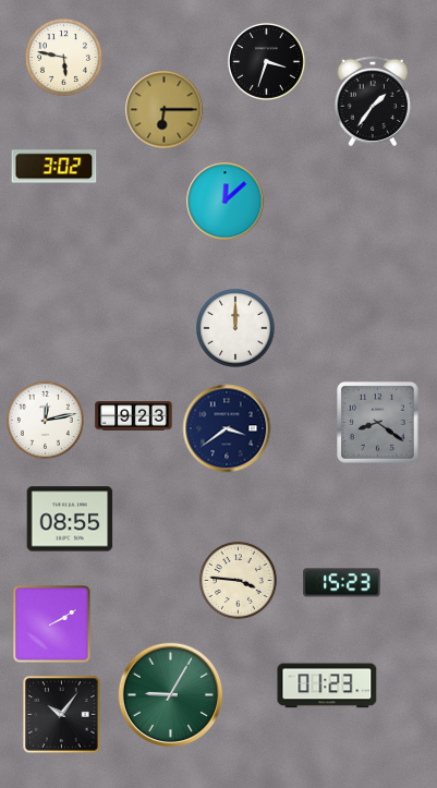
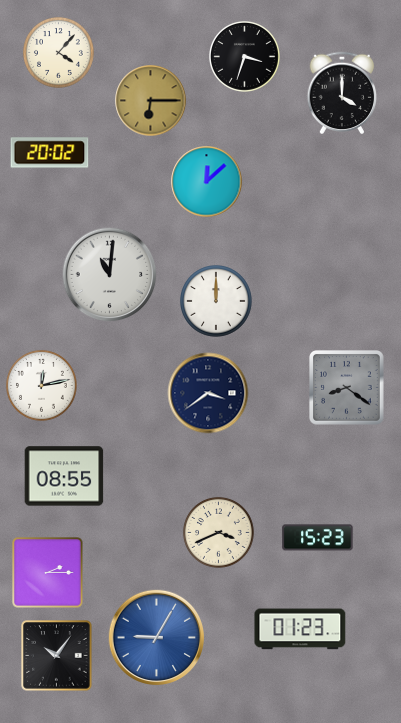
clock at (63, 57): 5:47 -> 4:07
clock at (373, 101): 1:36 -> 4:00
clock at (54, 167): 3:02 -> 20:02
clock at (226, 202) position: (226, 202) -> (207, 182)
clock at (110, 275): none -> 11:01
clock at (134, 416): 9:23 -> none
clock at (238, 580): 3:46 -> 3:41
clock at (342, 583) position: (342, 583) -> (318, 538)
clock at (52, 625): 2:10 -> 2:15
clock at (170, 694) dial: green -> blue
